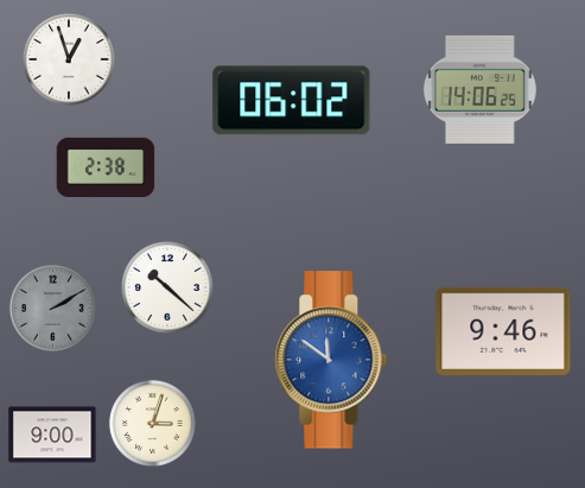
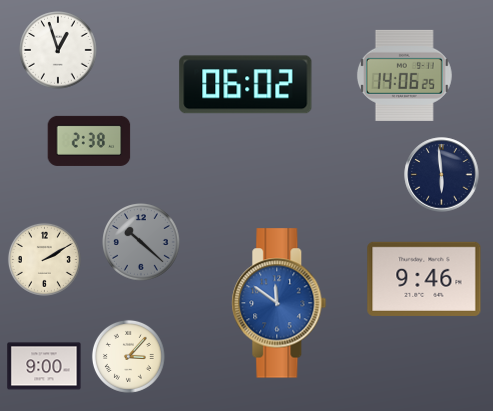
clock at (442, 175): none -> 5:59
clock at (167, 287) dial: white -> grey
clock at (52, 308) dial: grey -> cream
clock at (152, 423): 3:03 -> 3:07
